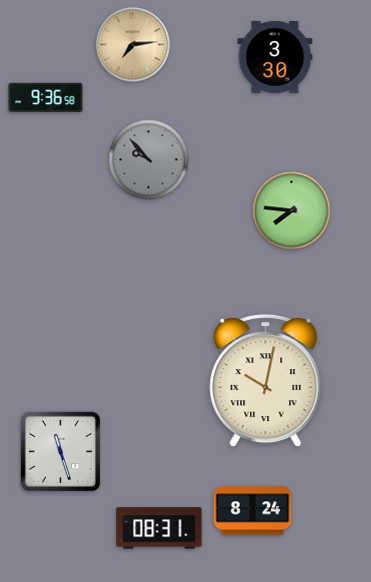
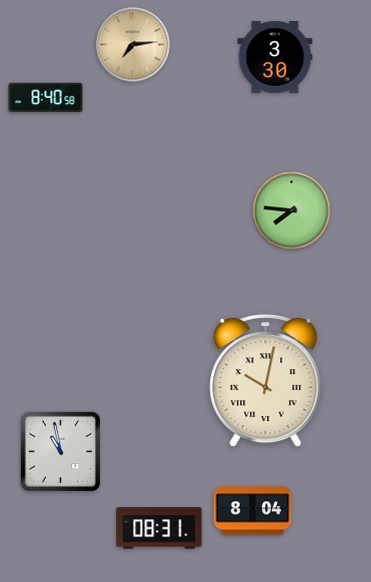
clock at (46, 98): 9:36 -> 8:40
clock at (149, 160): 9:53 -> none
clock at (61, 452): 11:27 -> 10:58
clock at (253, 511): 8:24 -> 8:04
